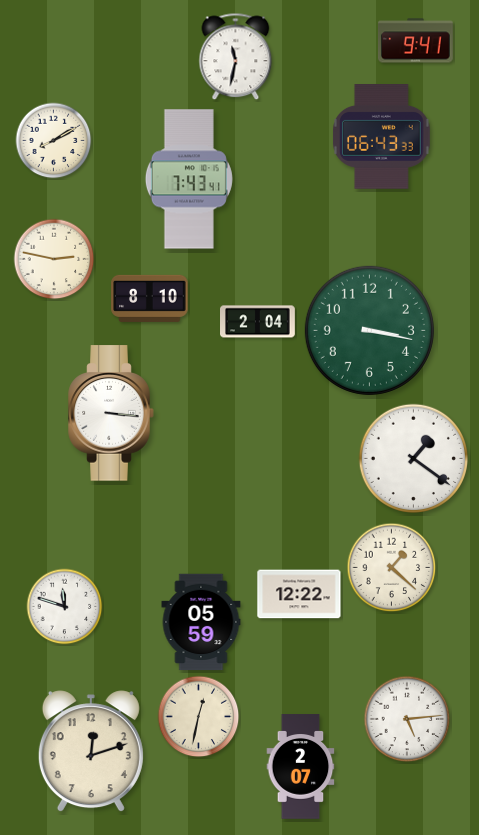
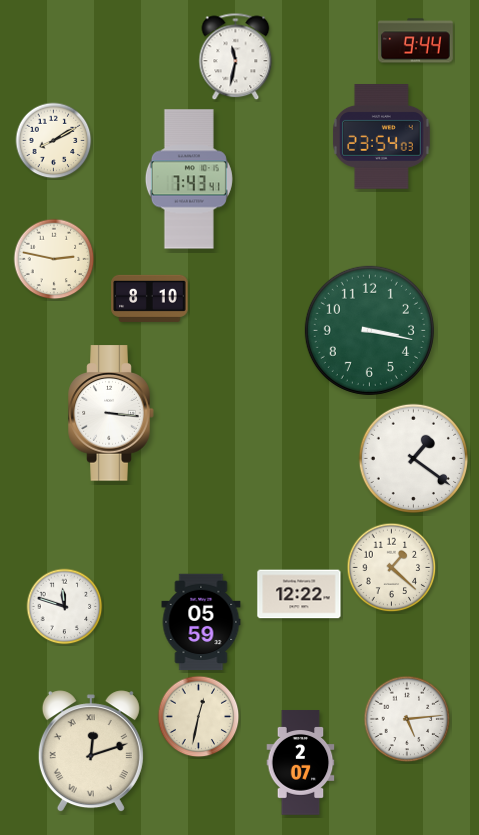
clock at (415, 41): 9:41 -> 9:44
clock at (382, 137): 06:43 -> 23:54
clock at (258, 322): 2:04 -> none
clock at (91, 752) numerals: Arabic -> Roman
clock at (301, 767) position: (301, 767) -> (301, 763)
